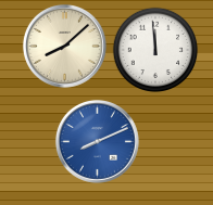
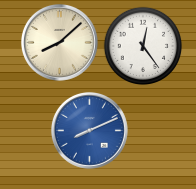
clock at (155, 50): 11:59 -> 12:24
